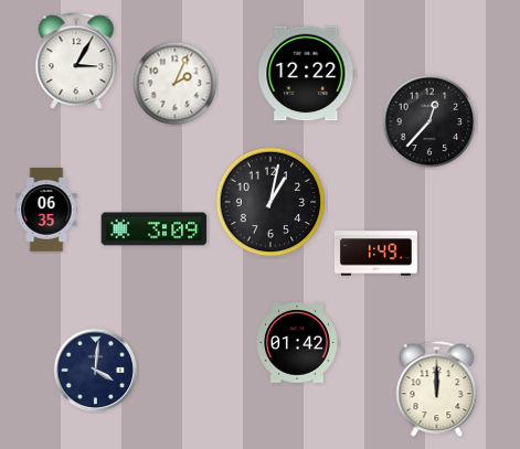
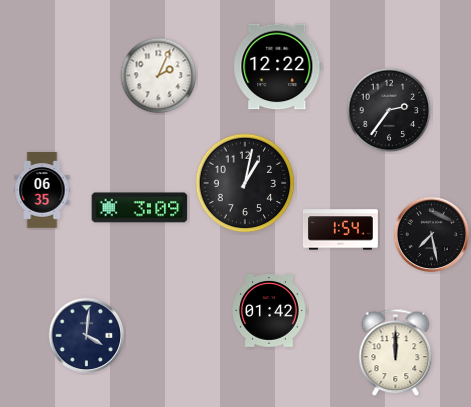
clock at (76, 62): 3:05 -> none
clock at (429, 121): 12:37 -> 2:36
clock at (375, 254): 1:49 -> 1:54
clock at (432, 235): none -> 7:28
